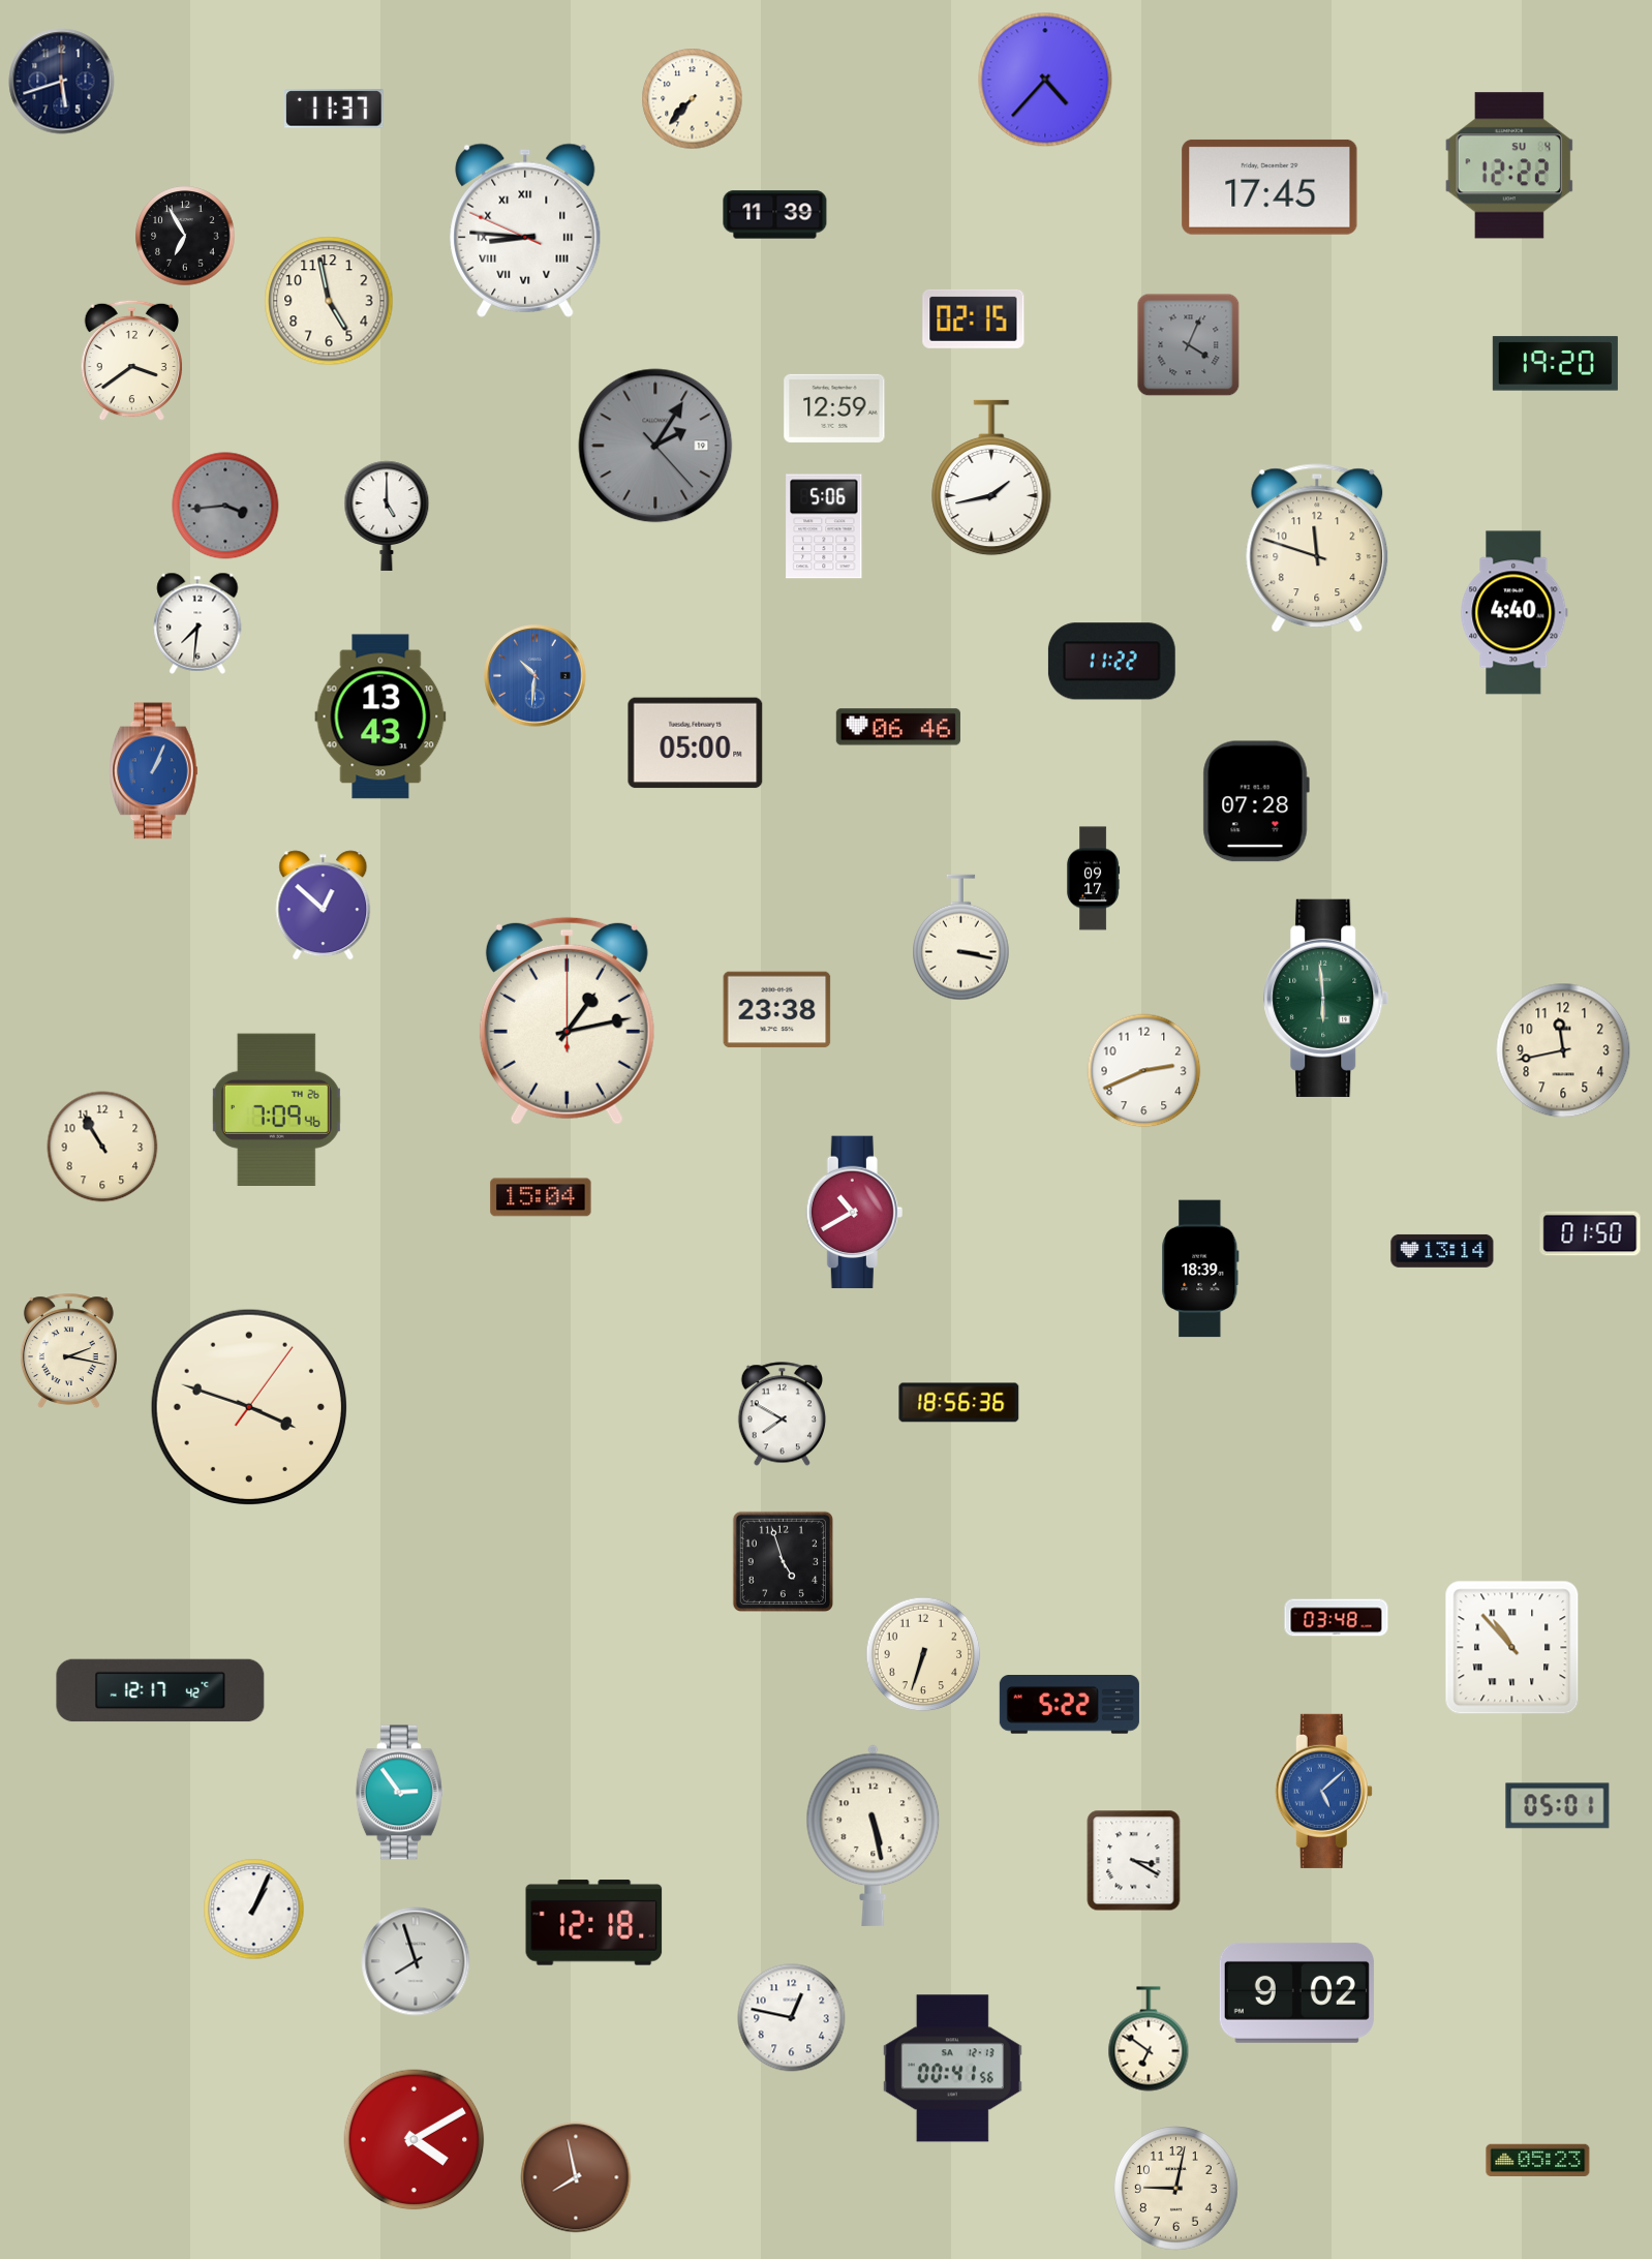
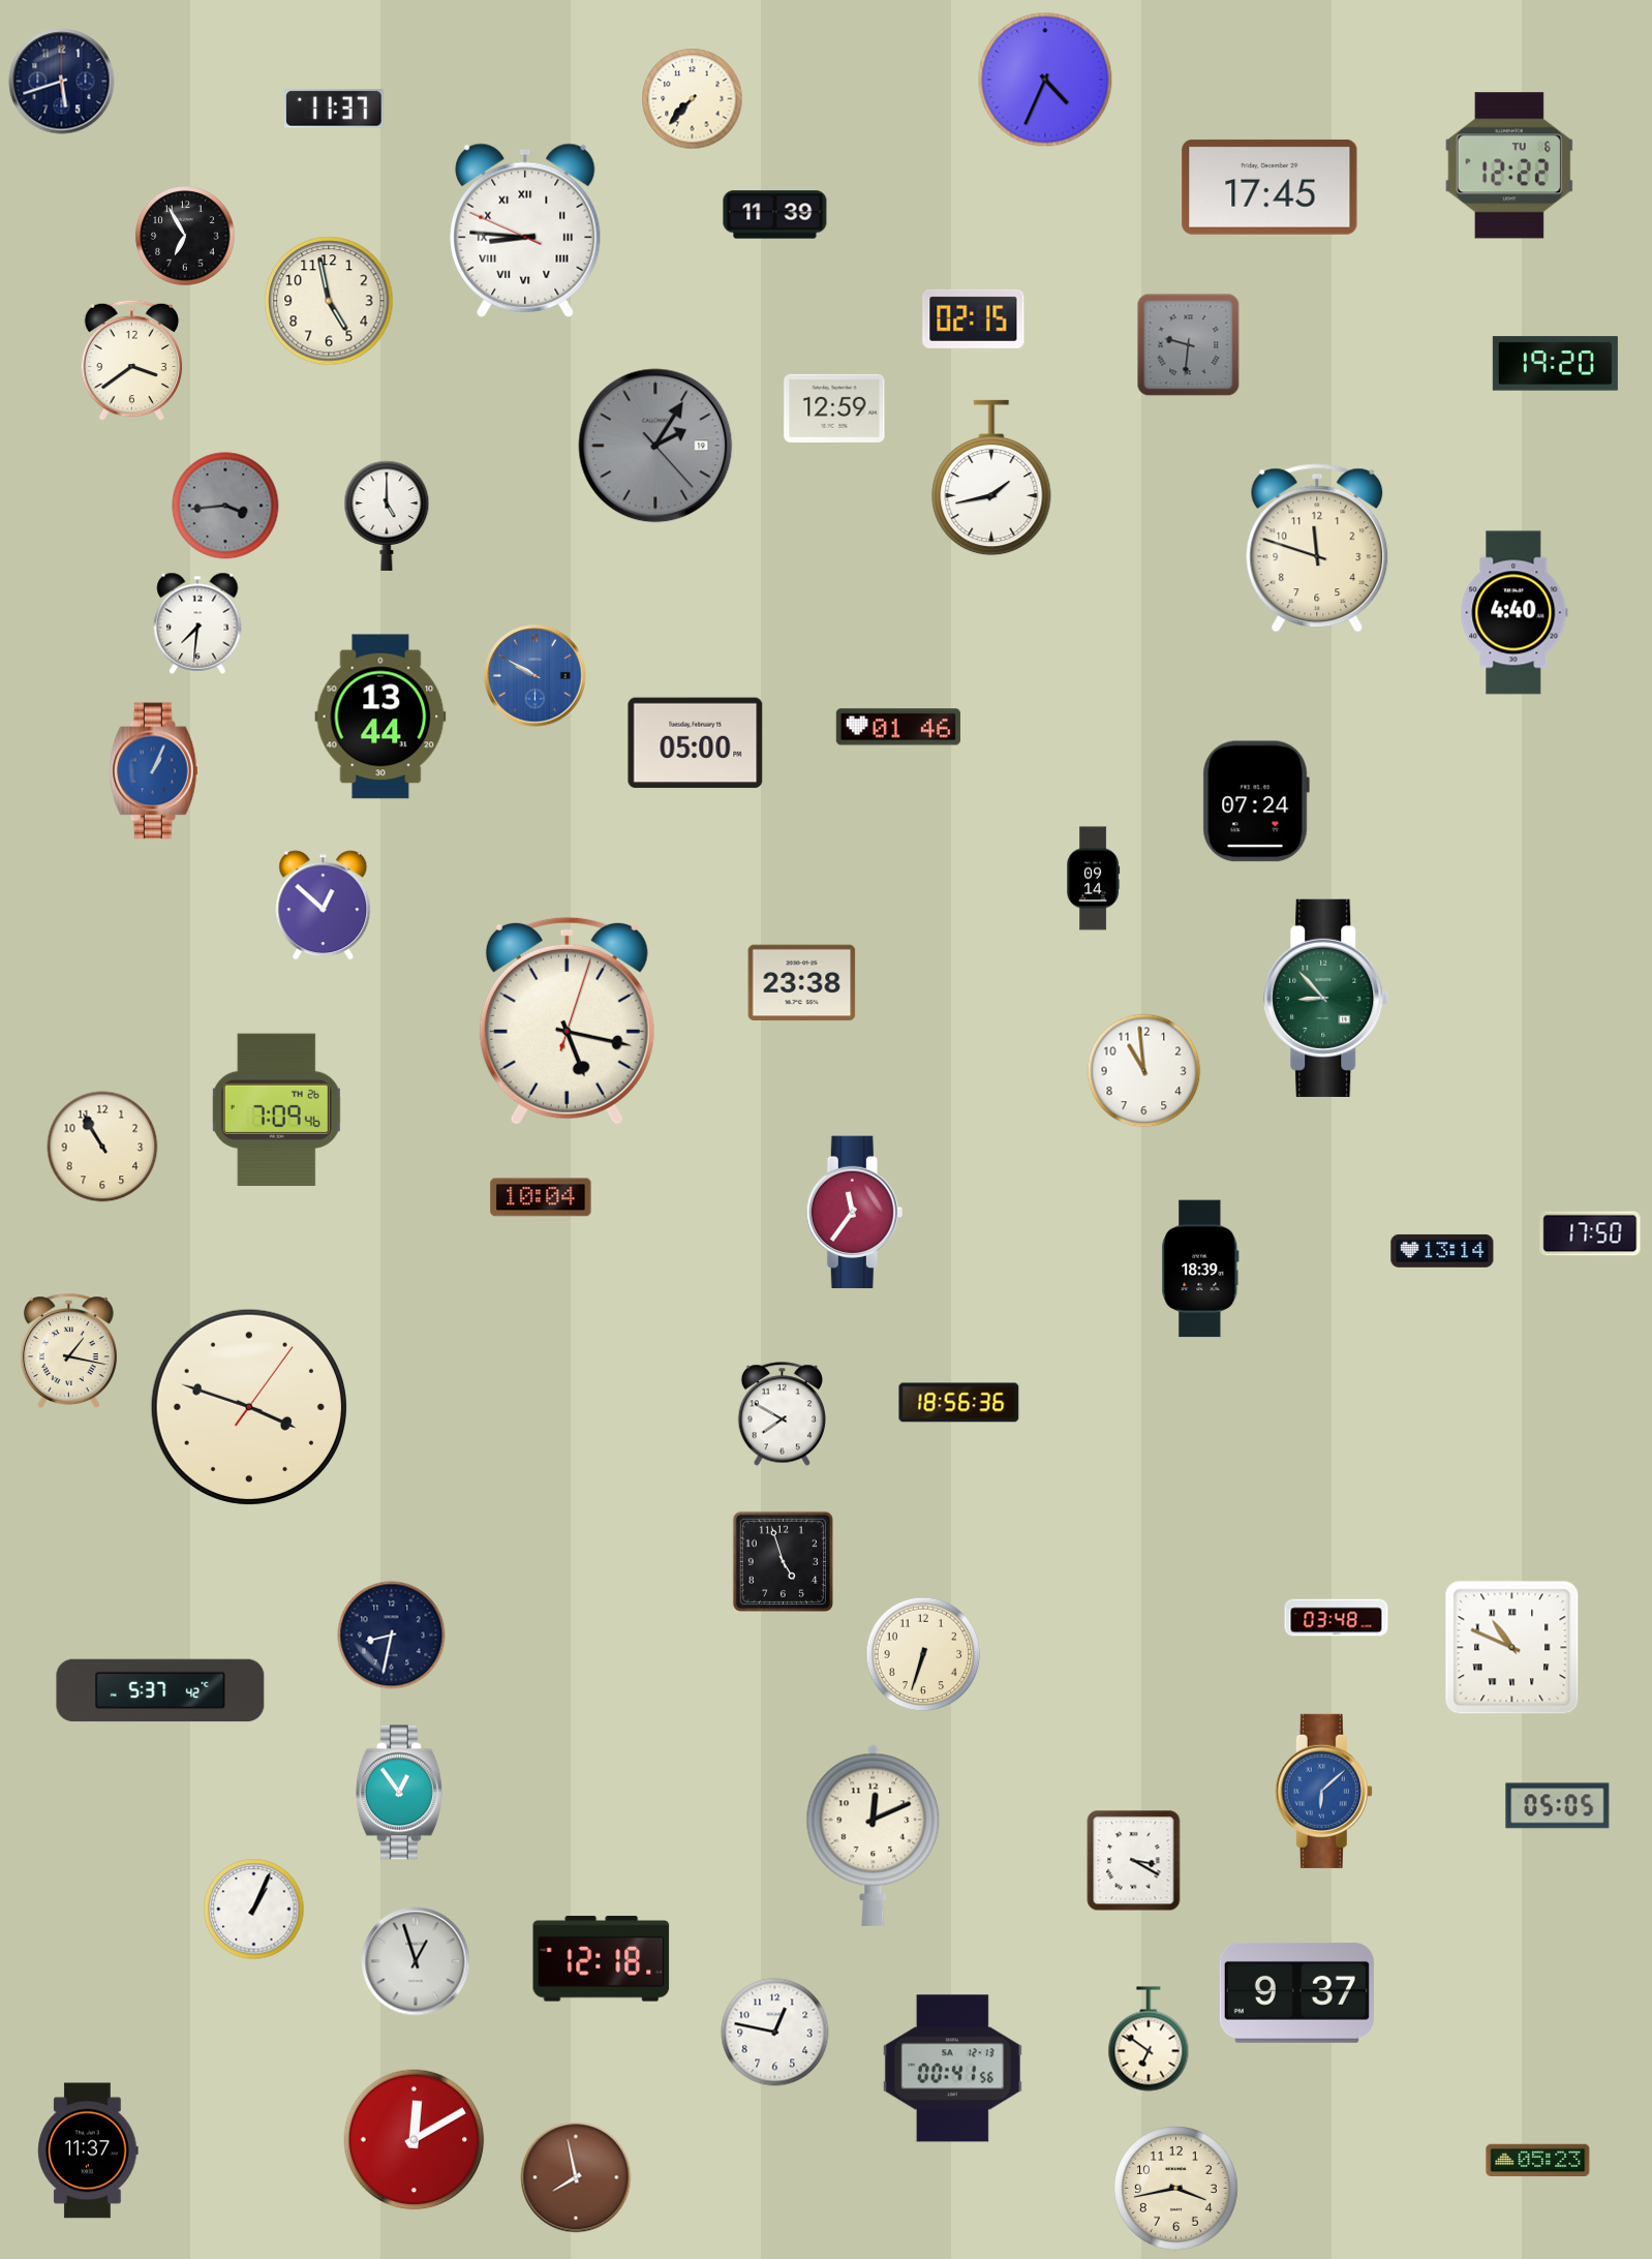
clock at (1045, 80): 4:37 -> 4:34
clock at (1509, 165) date: SU 4 -> TU 6
clock at (1189, 345): 4:04 -> 9:31
clock at (824, 526): 5:06 -> none
clock at (1111, 662): 11:22 -> none
clock at (536, 676): 10:31 -> 9:50
clock at (380, 716): 13:43 -> 13:44
clock at (898, 727): 06:46 -> 01:46
clock at (1256, 801): 07:28 -> 07:24
clock at (1093, 879): 09:17 -> 09:14
clock at (961, 938): 3:17 -> none
clock at (1326, 998): 5:59 -> 8:53
clock at (777, 1010) position: (777, 1010) -> (802, 983)
clock at (567, 1020): 1:13 -> 5:17
clock at (1563, 1050): 11:43 -> none
clock at (1144, 1071): 2:41 -> 10:59
clock at (541, 1197): 15:04 -> 10:04
clock at (854, 1213): 10:40 -> 11:36
clock at (1590, 1233): 01:50 -> 17:50
clock at (68, 1350): 2:17 -> 1:17
clock at (392, 1636): none -> 8:32
clock at (1512, 1648): 10:53 -> 10:49
clock at (160, 1690): 12:17 -> 5:37
clock at (1069, 1705): 5:22 -> none
clock at (1323, 1791): 5:08 -> 6:08
clock at (399, 1793): 2:54 -> 12:54
clock at (1558, 1806): 05:01 -> 05:05
clock at (874, 1836): 5:28 -> 12:11
clock at (594, 1923) position: (594, 1923) -> (602, 1959)
clock at (416, 1961): 7:57 -> 12:57
clock at (1296, 1992): 9:02 -> 9:37
clock at (792, 2018) position: (792, 2018) -> (775, 2033)
clock at (415, 2140): 4:10 -> 12:10
clock at (88, 2150): none -> 11:37
clock at (1176, 2189): 9:02 -> 3:43
